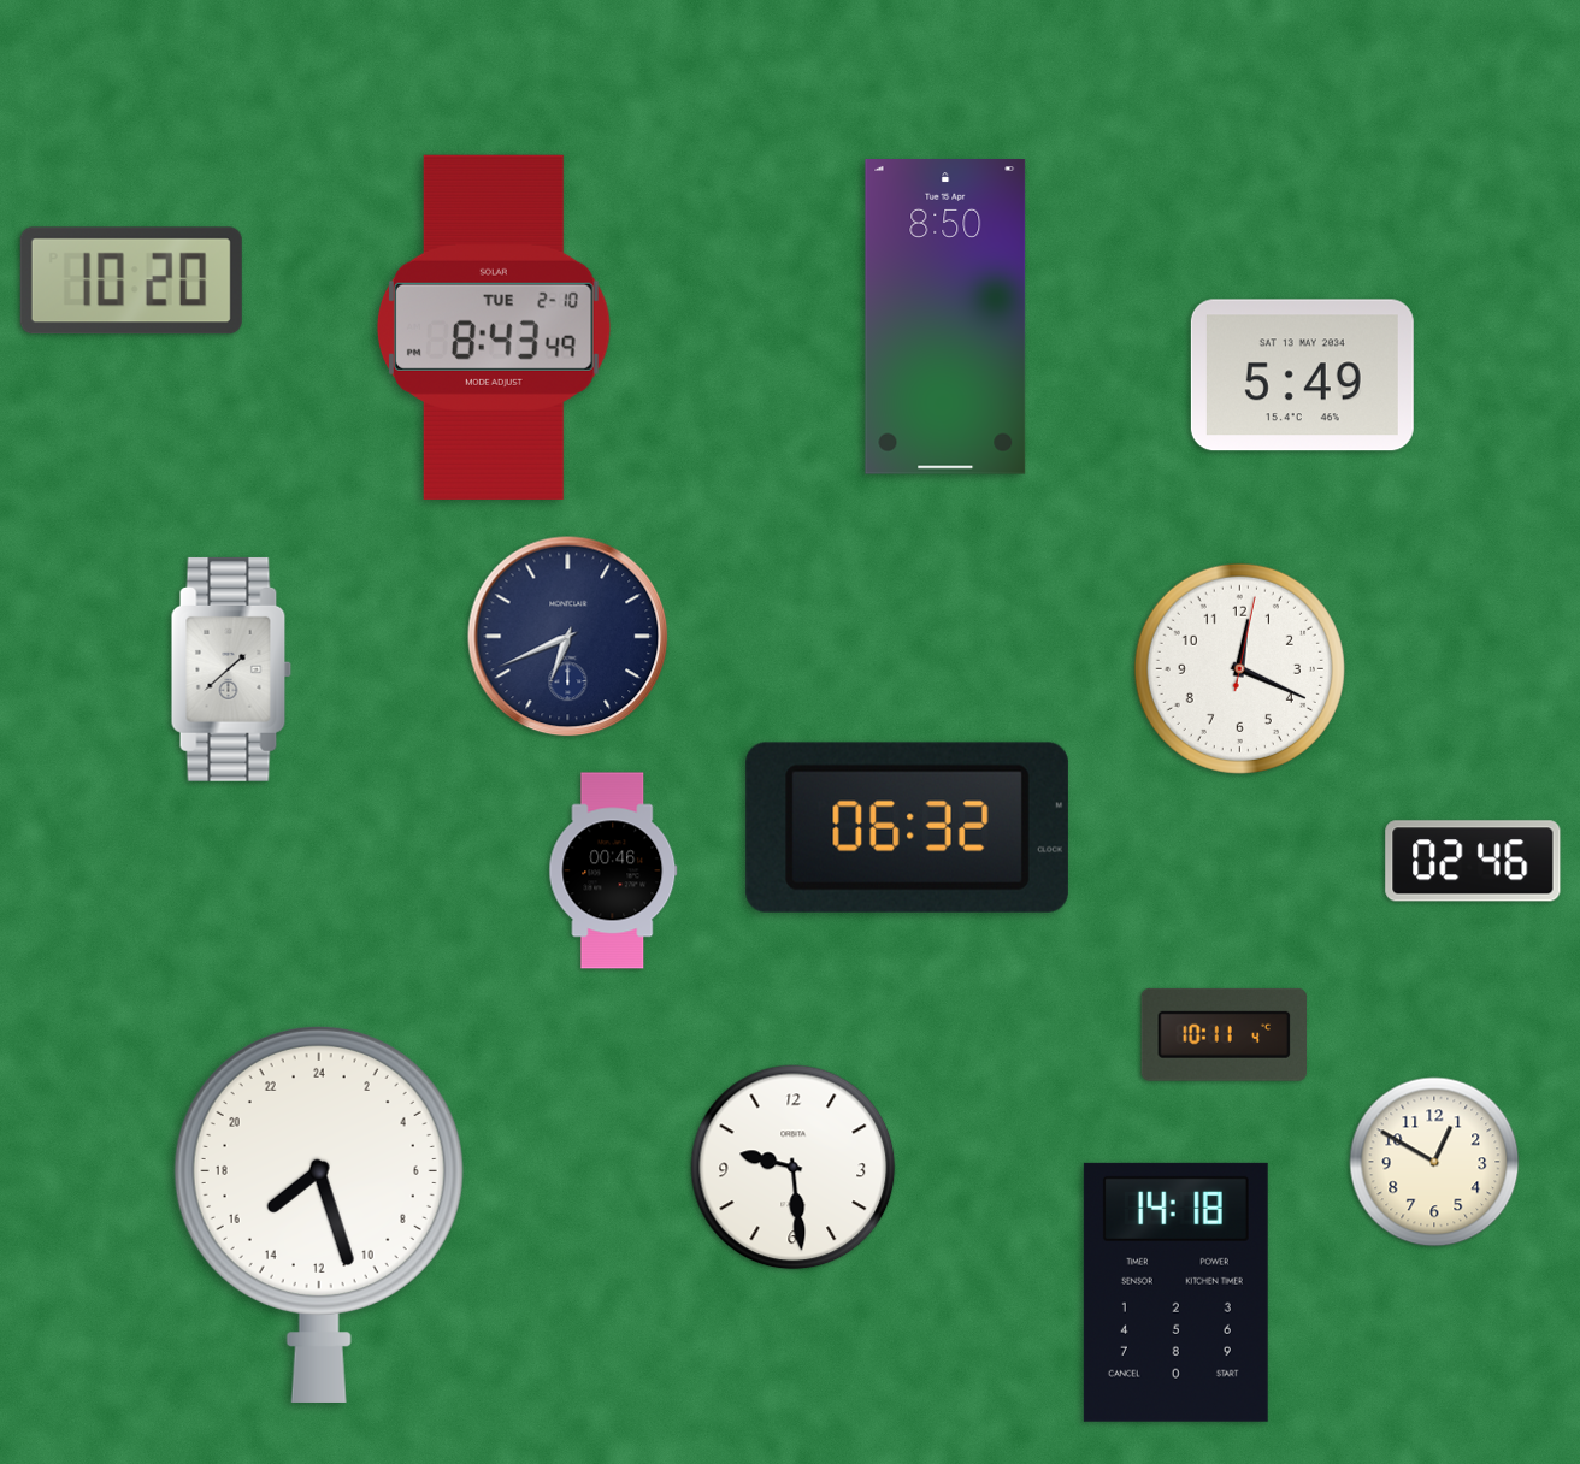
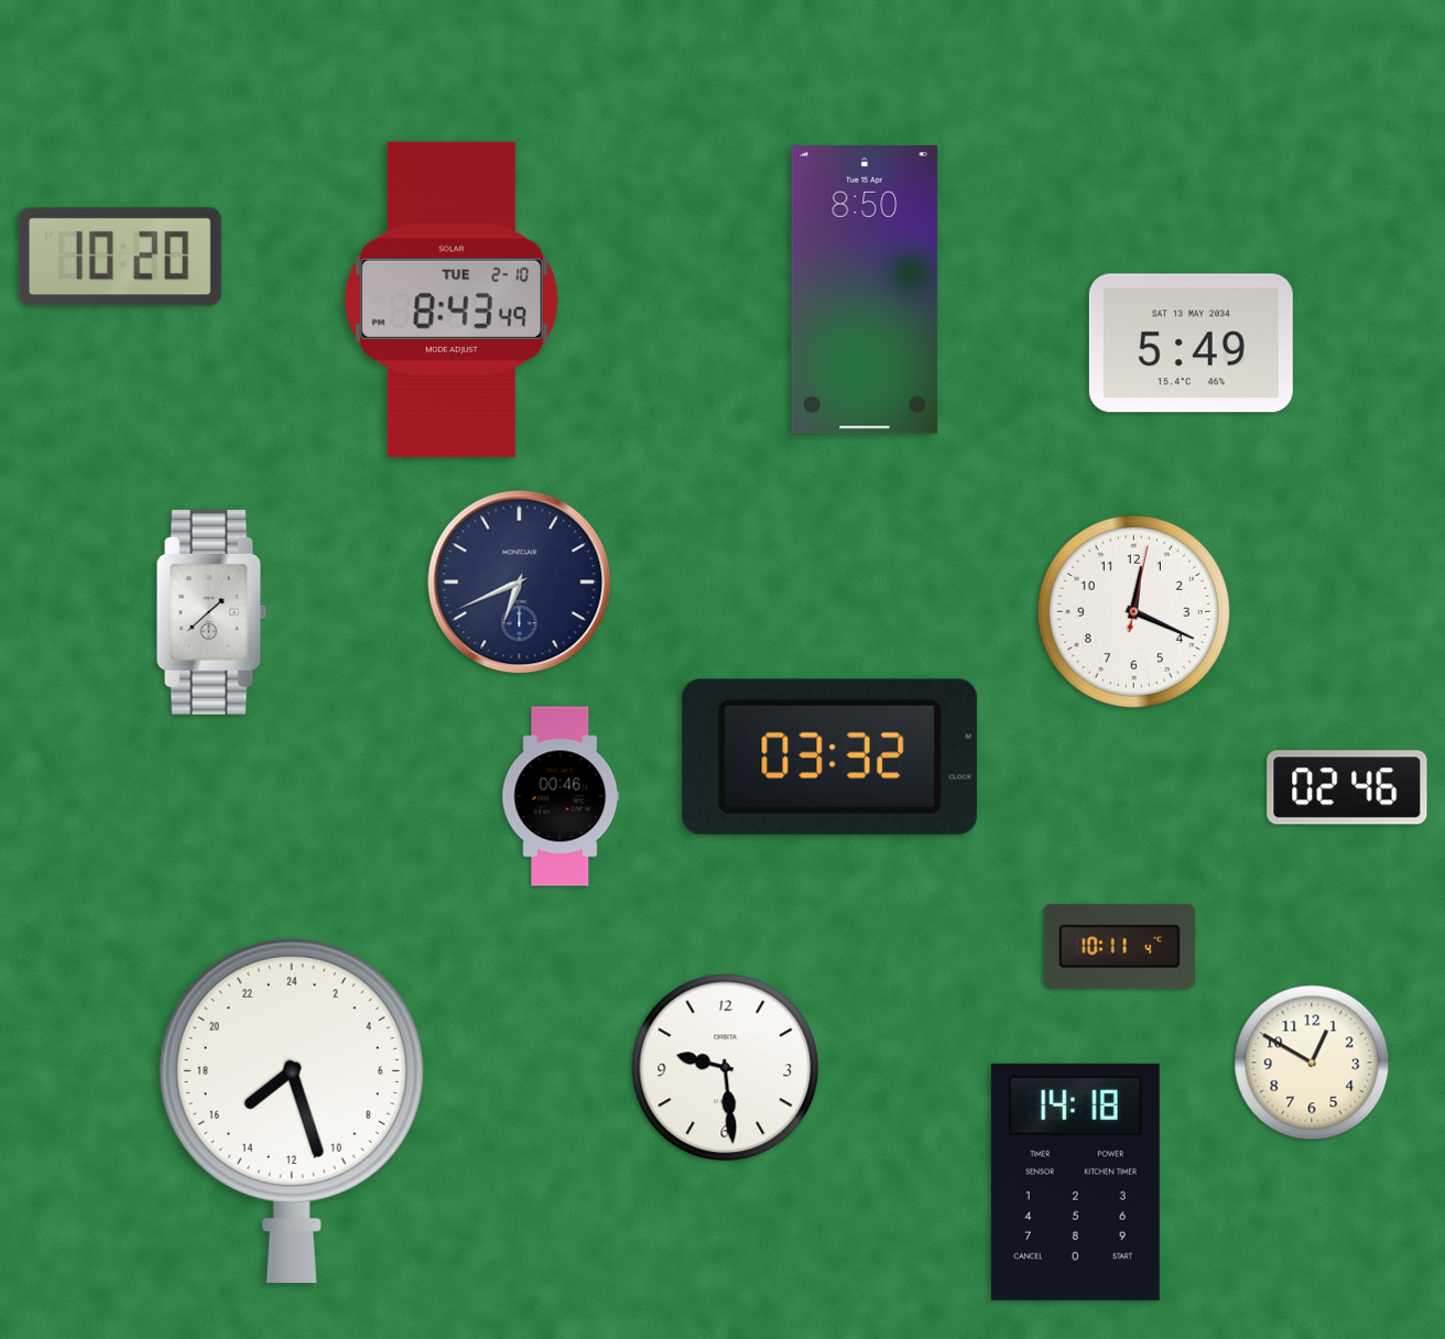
clock at (907, 827): 06:32 -> 03:32
